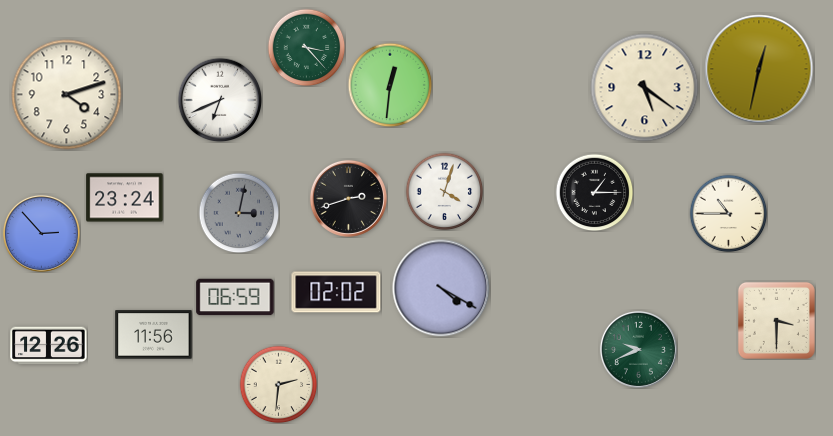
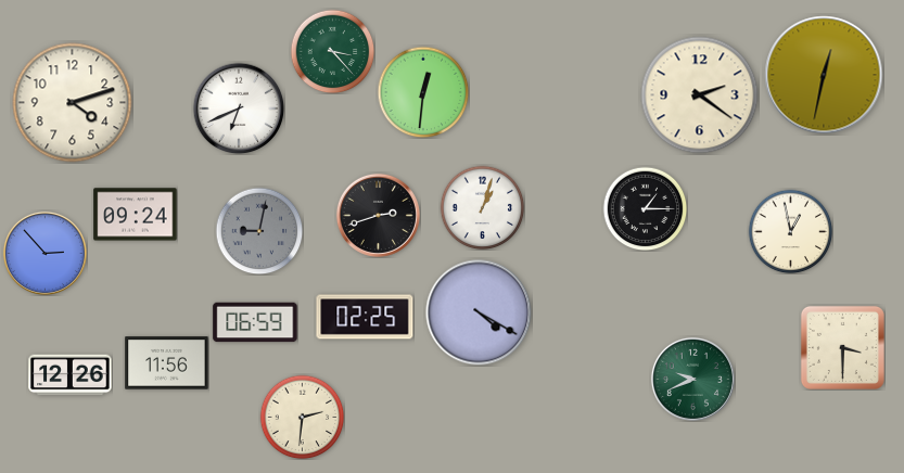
clock at (645, 88): 5:21 -> 2:21
clock at (444, 191): 4:03 -> 1:03
clock at (125, 198): 23:24 -> 09:24
clock at (239, 213): 3:02 -> 9:02
clock at (728, 213): 10:45 -> 12:58
clock at (336, 292): 02:02 -> 02:25
clock at (49, 346) position: (49, 346) -> (71, 375)
